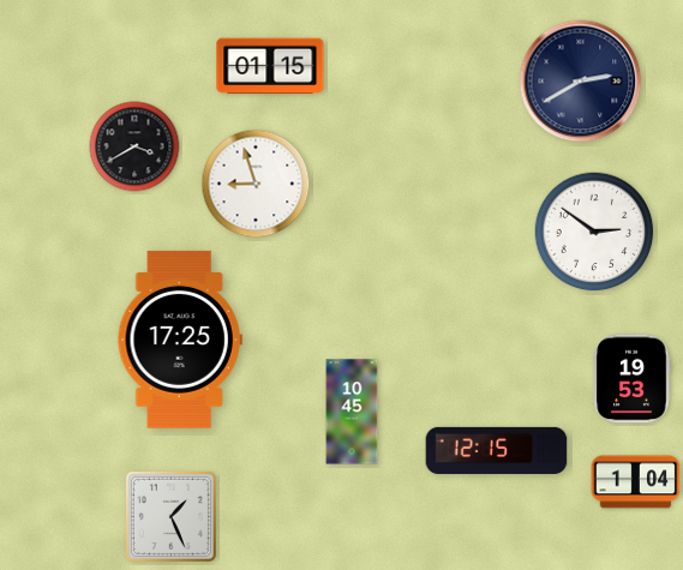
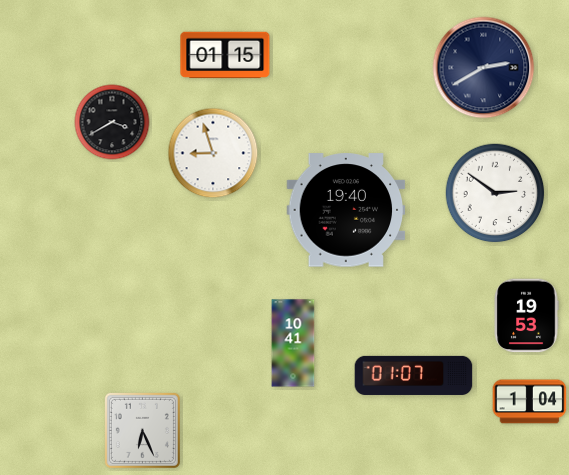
clock at (346, 210): none -> 19:40
clock at (180, 340): 17:25 -> none
clock at (352, 412): 10:45 -> 10:41
clock at (497, 450): 12:15 -> 01:07
clock at (170, 516): 1:26 -> 6:26
